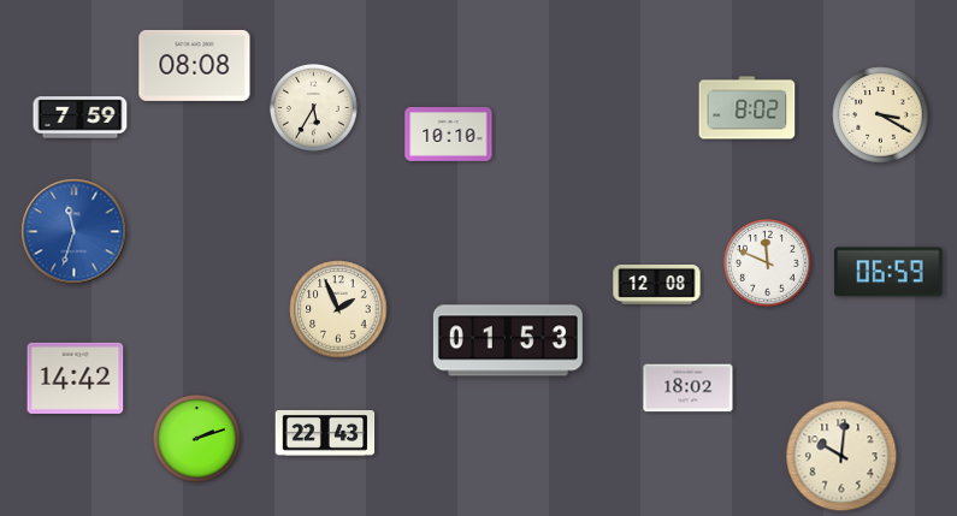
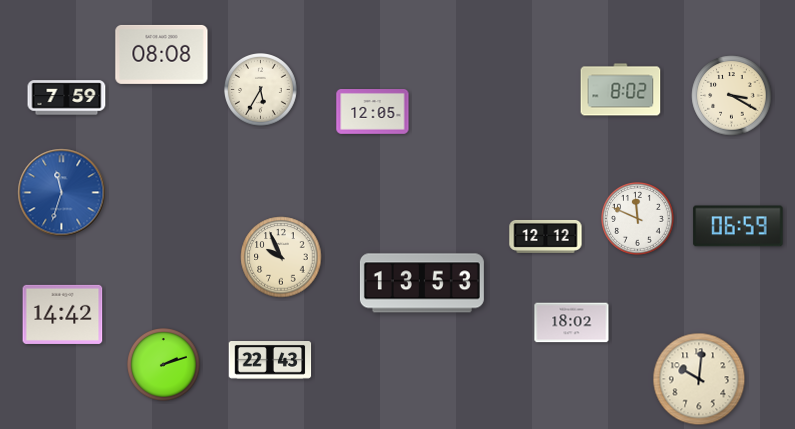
clock at (449, 135): 10:10 -> 12:05
clock at (657, 284): 12:08 -> 12:12
clock at (338, 309): 1:56 -> 9:56
clock at (508, 340): 01:53 -> 13:53
